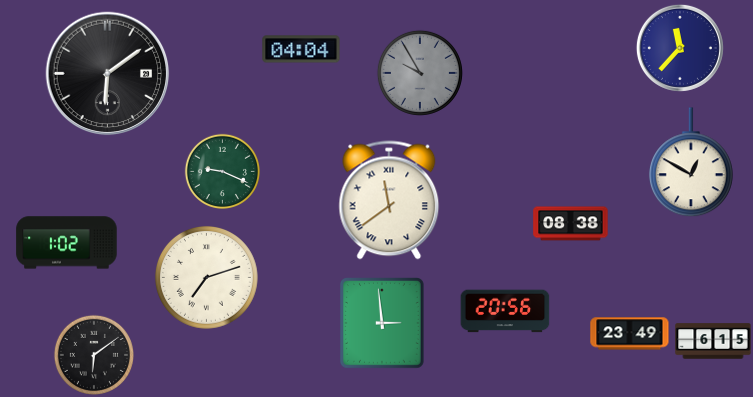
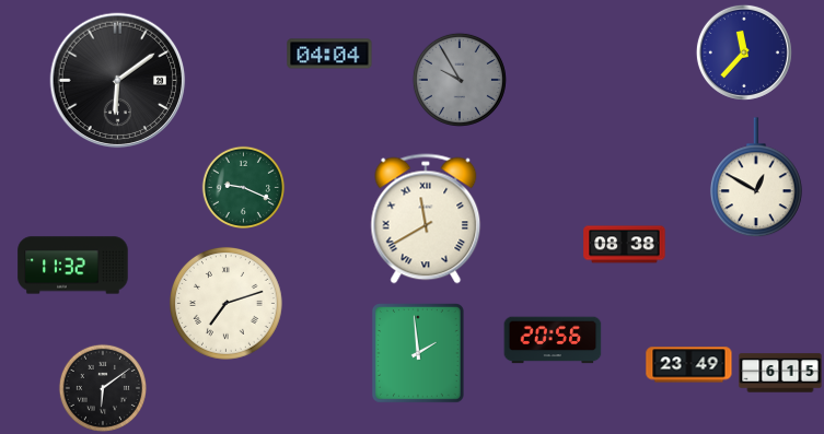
clock at (389, 200): 11:39 -> 11:40
clock at (67, 243): 1:02 -> 11:32
clock at (383, 324): 2:59 -> 1:59
